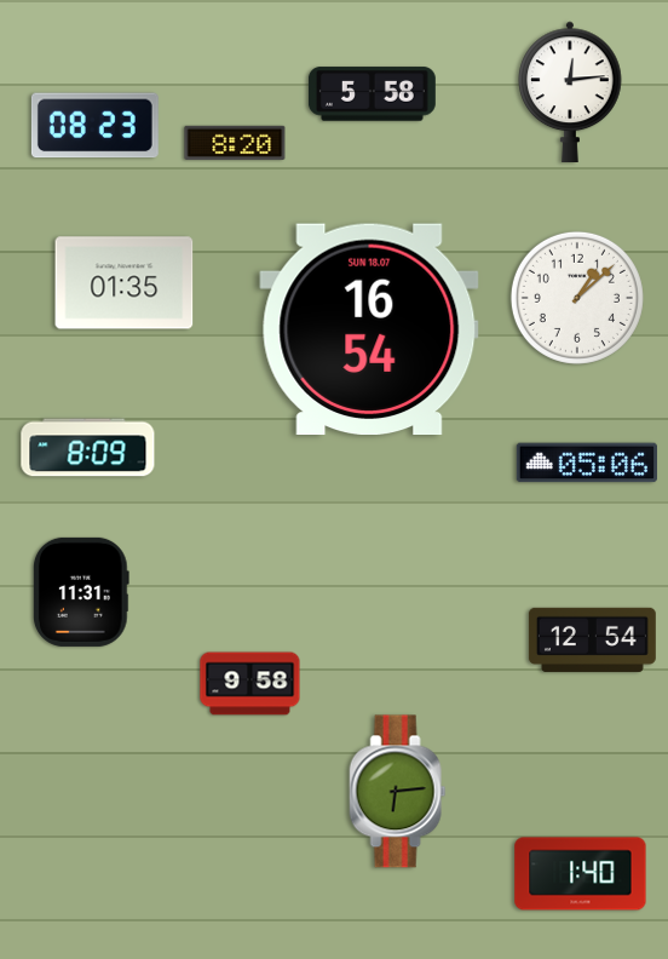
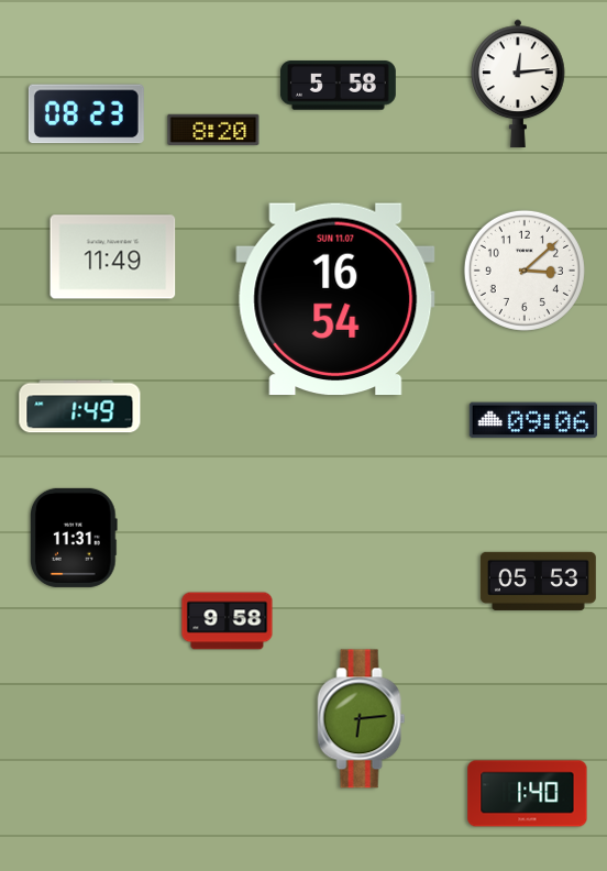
clock at (125, 283): 01:35 -> 11:49
clock at (577, 298): 1:08 -> 3:08
clock at (369, 329) date: SUN 18.07 -> SUN 11.07
clock at (88, 448): 8:09 -> 1:49
clock at (586, 463): 05:06 -> 09:06
clock at (592, 639): 12:54 -> 05:53
